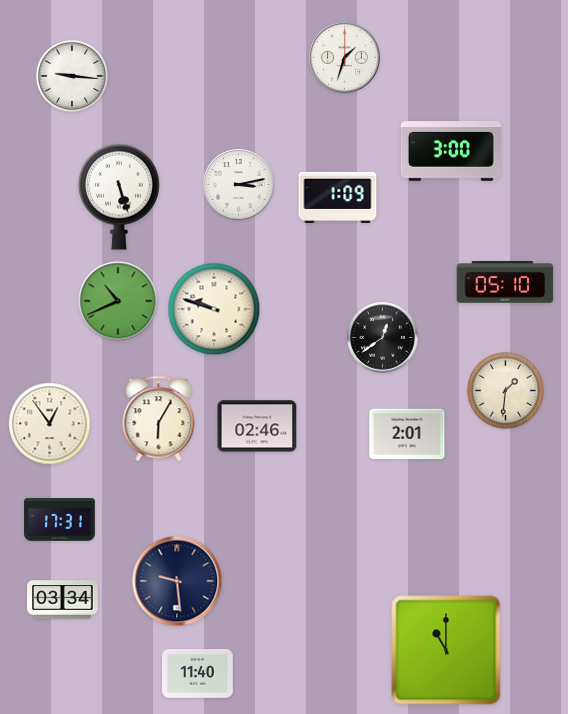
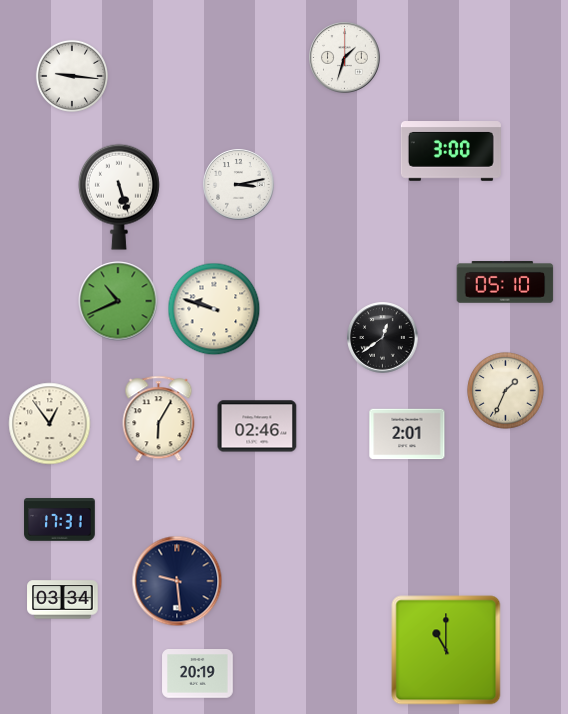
clock at (338, 197): 1:09 -> none
clock at (506, 391): 1:31 -> 1:34
clock at (198, 674): 11:40 -> 20:19
